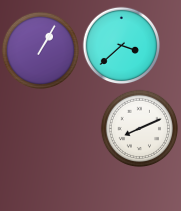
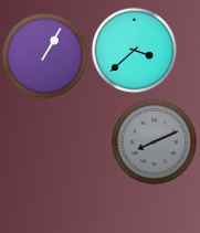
clock at (139, 128) dial: white -> grey
